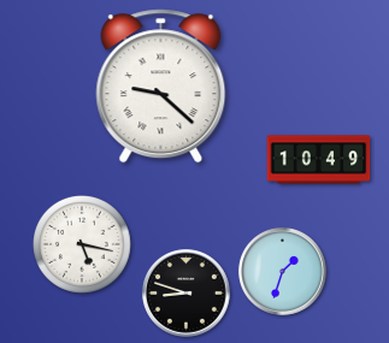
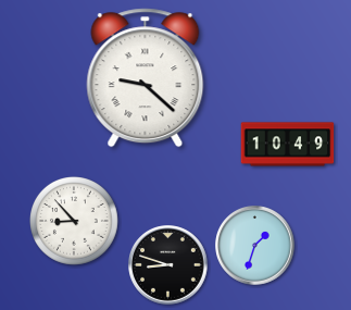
clock at (83, 246): 5:17 -> 8:53
